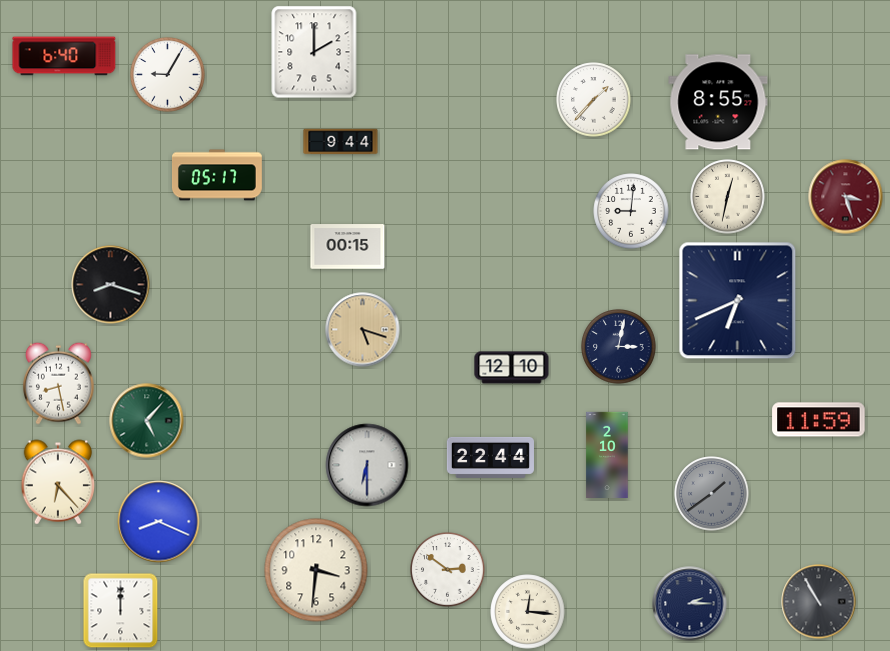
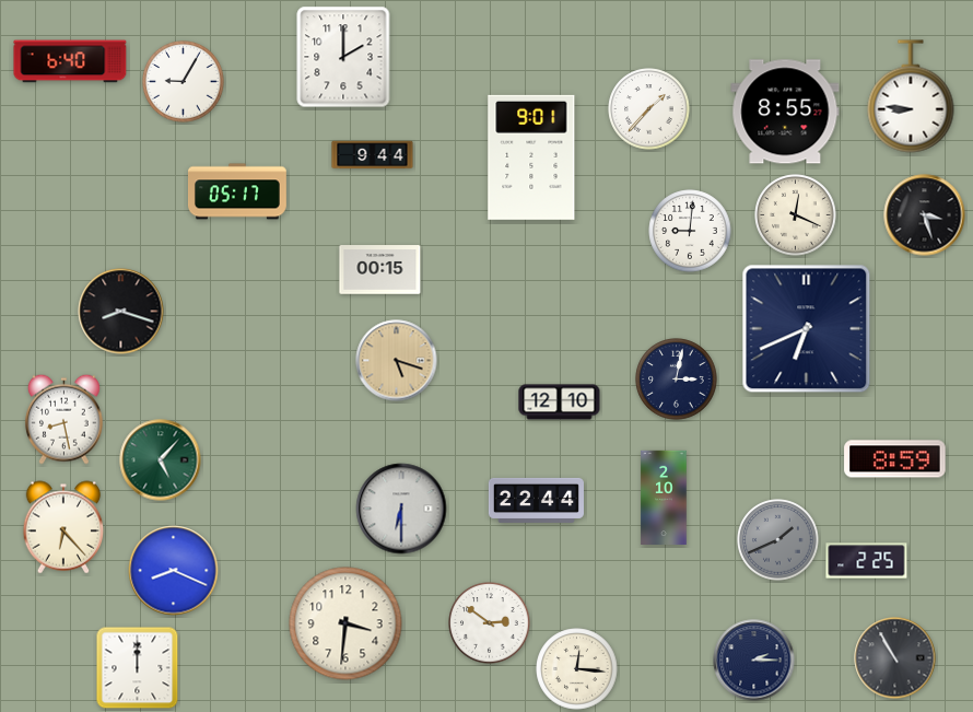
clock at (911, 96): none -> 8:46
clock at (531, 157): none -> 9:01
clock at (728, 197): 12:32 -> 12:19
clock at (846, 197) dial: burgundy -> black
clock at (819, 420): 11:59 -> 8:59
clock at (712, 494): 1:39 -> 1:41
clock at (867, 561): none -> 2:25
clock at (121, 611) position: (121, 611) -> (138, 668)
